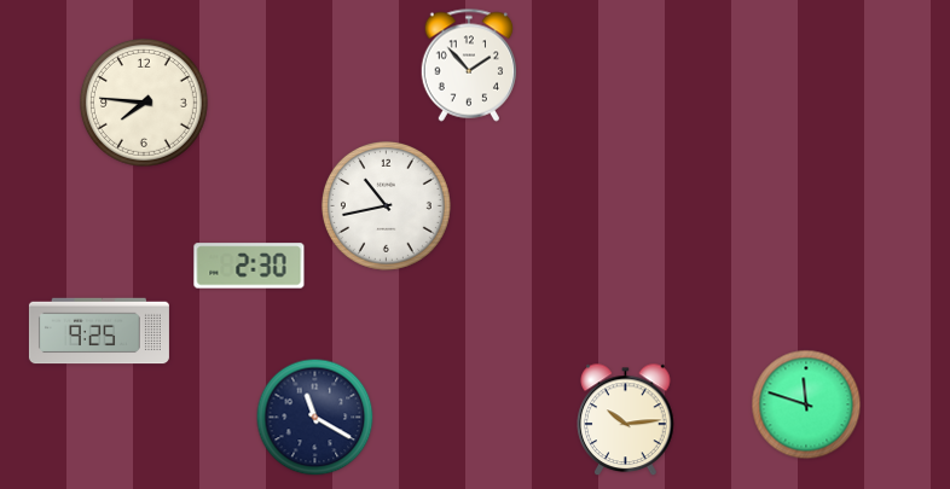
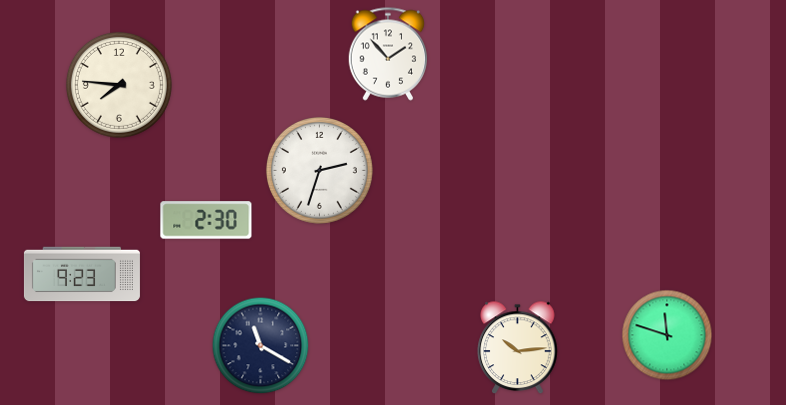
clock at (386, 205): 10:43 -> 2:33
clock at (99, 331): 9:25 -> 9:23
